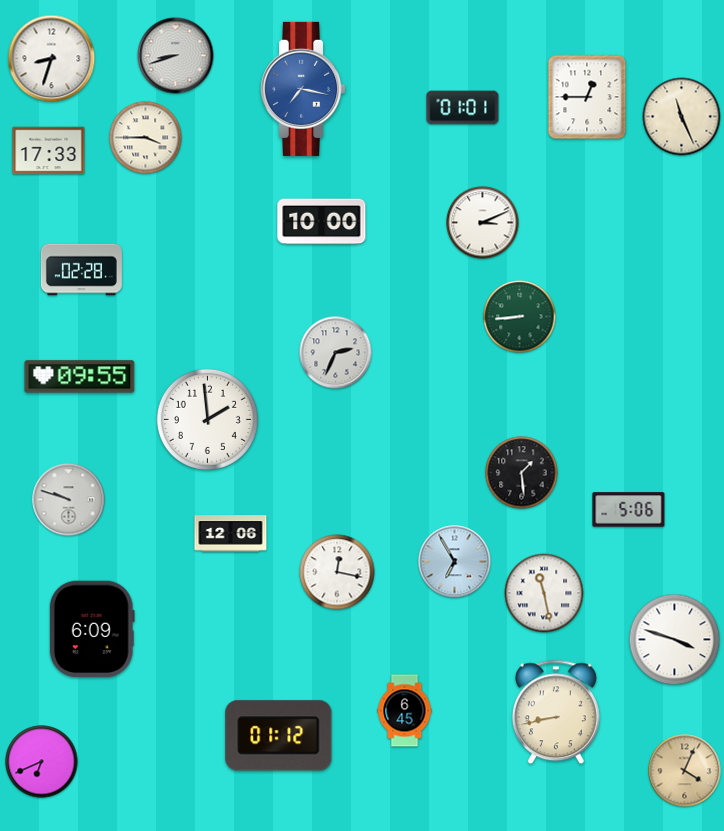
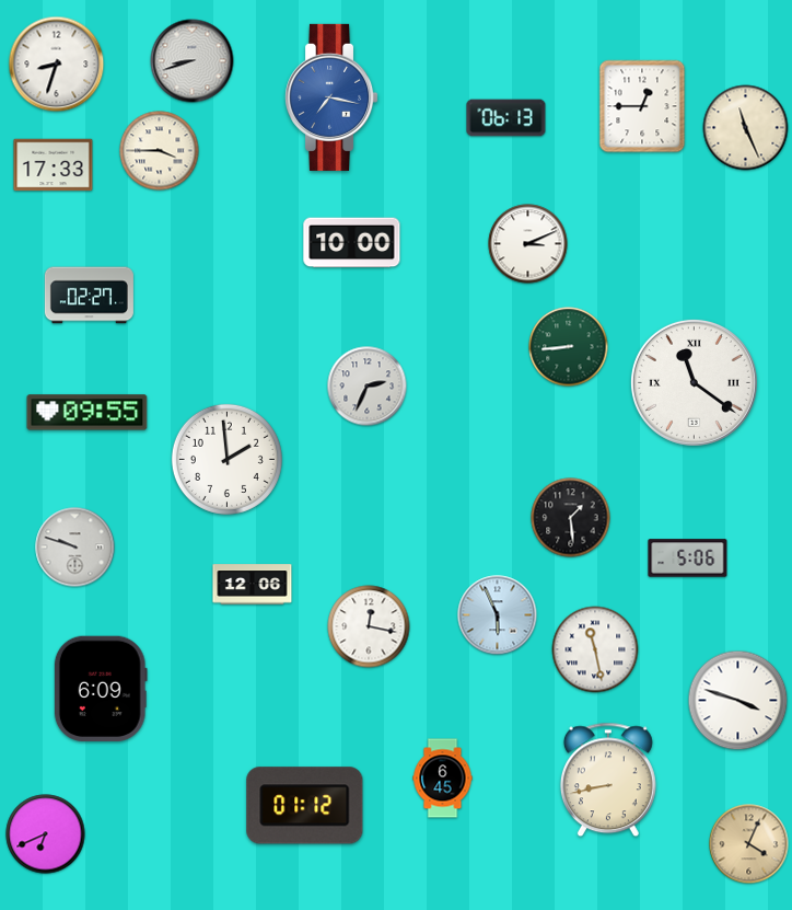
clock at (463, 108): 01:01 -> 06:13
clock at (81, 270): 02:28 -> 02:27
clock at (694, 382): none -> 11:21
clock at (455, 562): 6:55 -> 5:56
